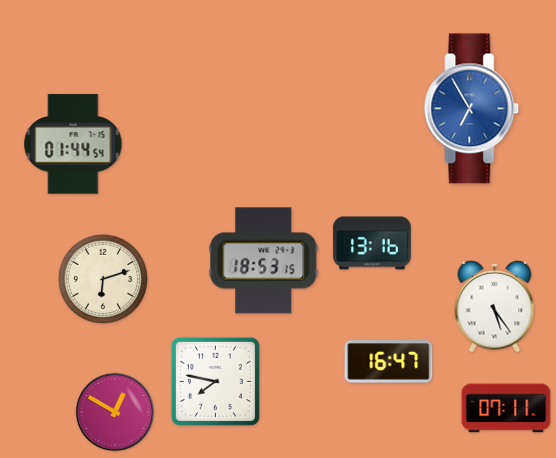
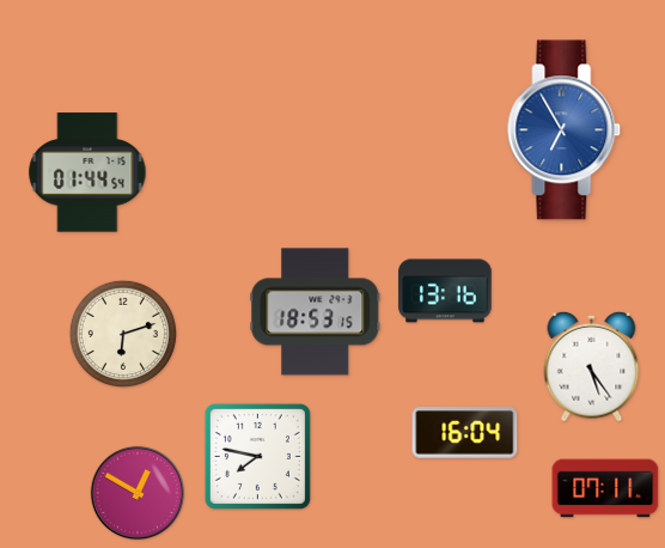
clock at (389, 362): 16:47 -> 16:04
